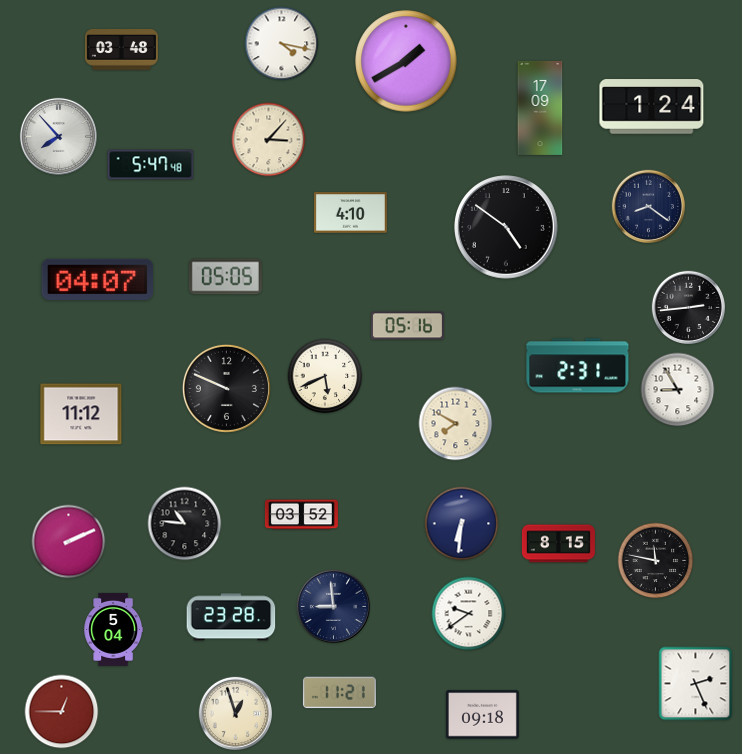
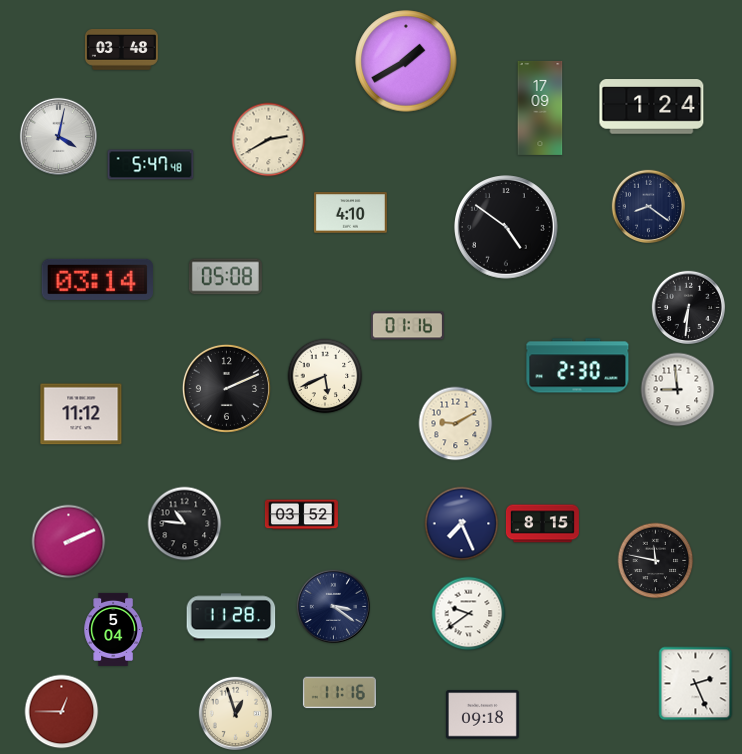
clock at (282, 44): 4:17 -> none
clock at (58, 136): 7:53 -> 4:02
clock at (269, 140): 3:07 -> 2:40
clock at (225, 277): 05:05 -> 05:08
clock at (97, 279): 04:07 -> 03:14
clock at (688, 307): 2:44 -> 6:31
clock at (407, 326): 05:16 -> 01:16
clock at (578, 366): 2:31 -> 2:30
clock at (226, 388): 9:49 -> 2:11
clock at (678, 390): 8:55 -> 8:59
clock at (456, 424): 7:50 -> 9:10
clock at (462, 524): 6:31 -> 7:26
clock at (558, 544) position: (558, 544) -> (542, 524)
clock at (333, 606): 8:59 -> 3:21
clock at (231, 617): 23:28 -> 11:28
clock at (339, 693): 11:21 -> 11:16
